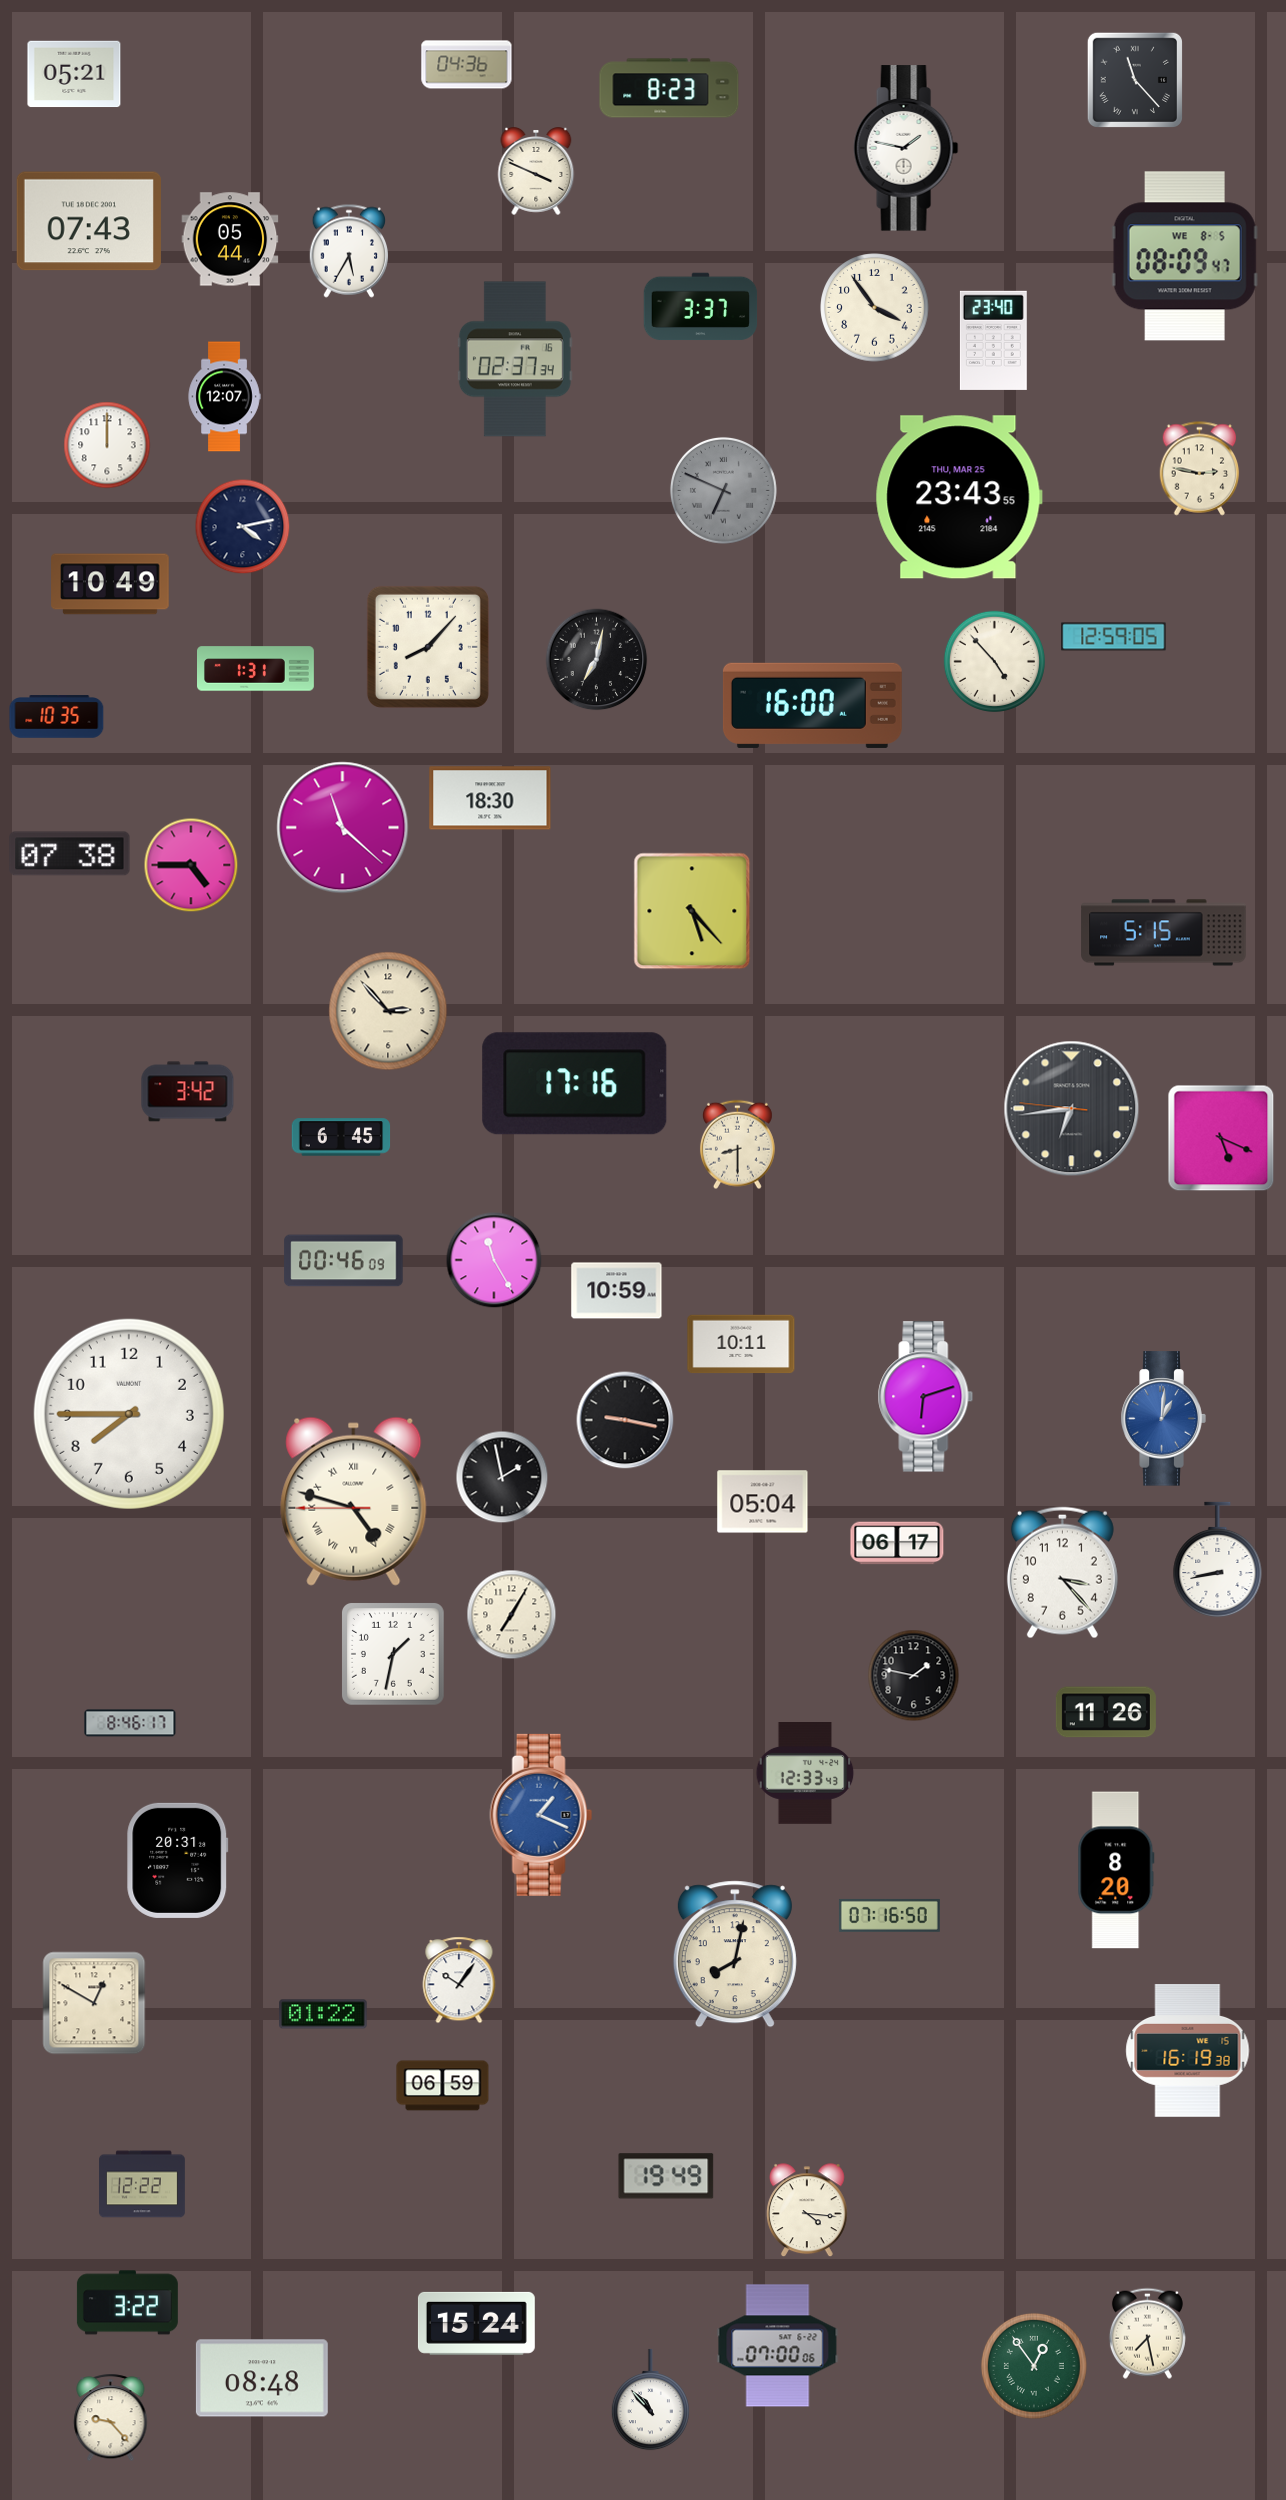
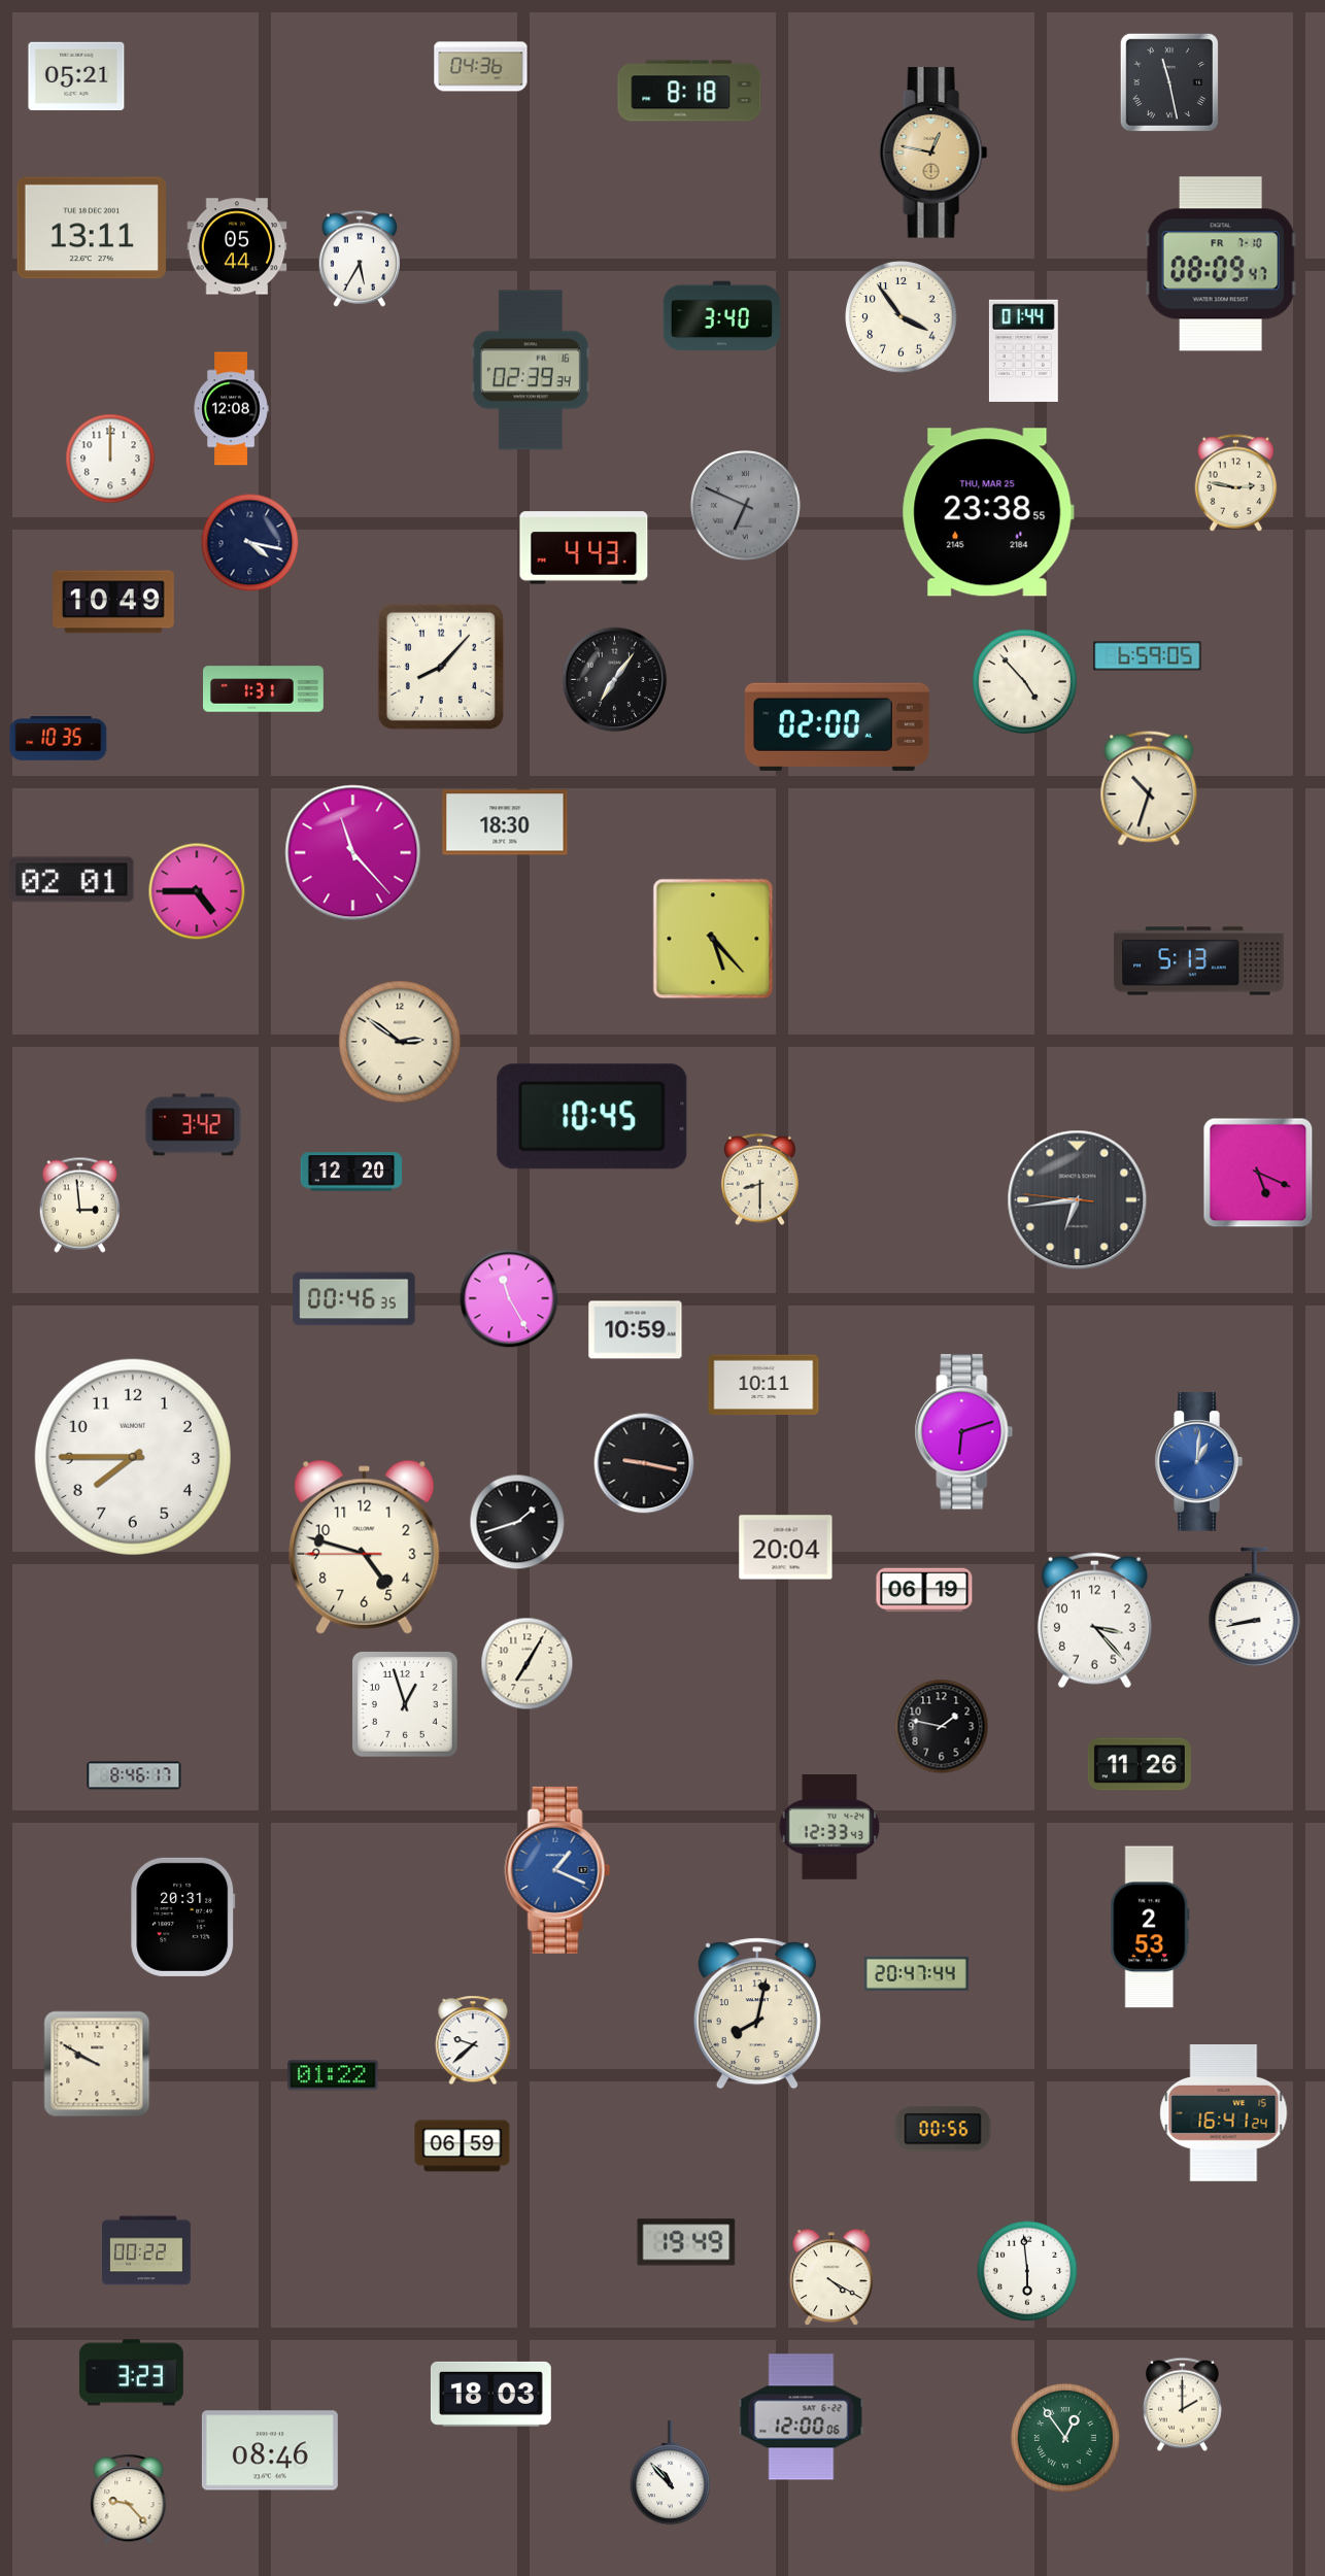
clock at (1135, 80): 11:23 -> 11:28
clock at (669, 88): 8:23 -> 8:18
clock at (906, 148): 1:47 -> 12:47
clock at (906, 148) dial: white -> champagne
clock at (536, 172): 3:49 -> none
clock at (89, 221): 07:43 -> 13:11
clock at (1185, 256) date: WE 8-5 -> FR 7-10
clock at (701, 307): 3:37 -> 3:40
clock at (993, 340): 23:40 -> 01:44
clock at (515, 359): 02:37 -> 02:39
clock at (224, 397): 12:07 -> 12:08
clock at (959, 497): 23:43 -> 23:38
clock at (243, 527): 4:13 -> 4:17
clock at (584, 548): none -> 4:43
clock at (1114, 637): 12:59 -> 6:59
clock at (597, 660): 7:02 -> 7:06
clock at (812, 705): 16:00 -> 02:00
clock at (1149, 788): none -> 10:33
clock at (343, 828): 11:22 -> 11:23
clock at (70, 854): 07:38 -> 02:01
clock at (1164, 933): 5:15 -> 5:13
clock at (388, 1011): 2:53 -> 2:51
clock at (575, 1084): 17:16 -> 10:45
clock at (1072, 1109) position: (1072, 1109) -> (1078, 1200)
clock at (341, 1137): 6:45 -> 12:20
clock at (79, 1205): none -> 2:59
clock at (344, 1261): 00:46:09 -> 00:46:35
clock at (926, 1397) position: (926, 1397) -> (964, 1432)
clock at (502, 1477): 1:58 -> 1:42
clock at (354, 1501) numerals: Roman -> Arabic
clock at (763, 1502): 05:04 -> 20:04
clock at (897, 1543): 06:17 -> 06:19
clock at (393, 1654): 1:32 -> 12:57
clock at (1116, 1870): 8:20 -> 2:53
clock at (889, 1915): 07:16 -> 20:47
clock at (459, 1980): 10:06 -> 9:38
clock at (94, 2003): 12:50 -> 9:50
clock at (1188, 2051): 16:19 -> 16:41
clock at (943, 2129): none -> 00:56
clock at (443, 2086) position: (443, 2086) -> (463, 2146)
clock at (143, 2184): 12:22 -> 00:22
clock at (1027, 2271): none -> 5:59
clock at (807, 2211): 4:16 -> 4:20
clock at (127, 2303): 3:22 -> 3:23
clock at (476, 2323): 15:24 -> 18:03
clock at (1147, 2333): 7:28 -> 2:00
clock at (778, 2346): 07:00 -> 12:00
clock at (262, 2378): 08:48 -> 08:46
clock at (111, 2418) position: (111, 2418) -> (129, 2500)
